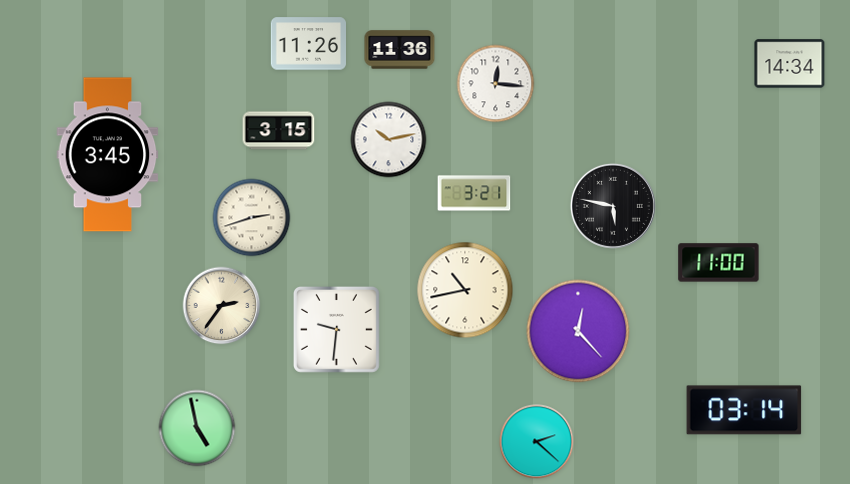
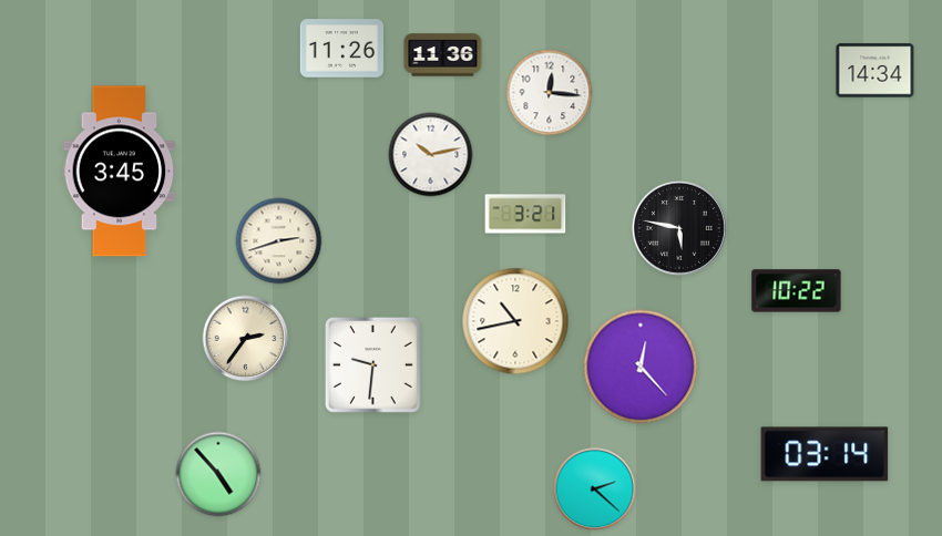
clock at (279, 131): 3:15 -> none
clock at (719, 263): 11:00 -> 10:22
clock at (197, 428): 4:58 -> 4:53
